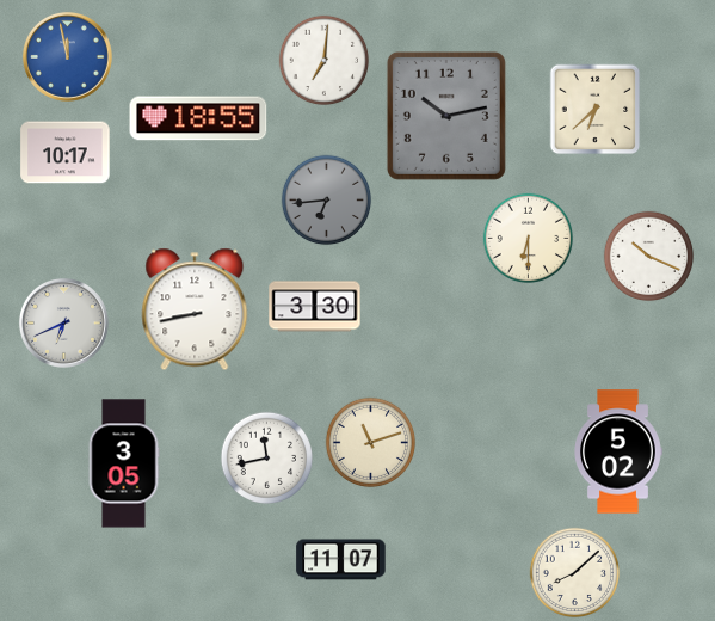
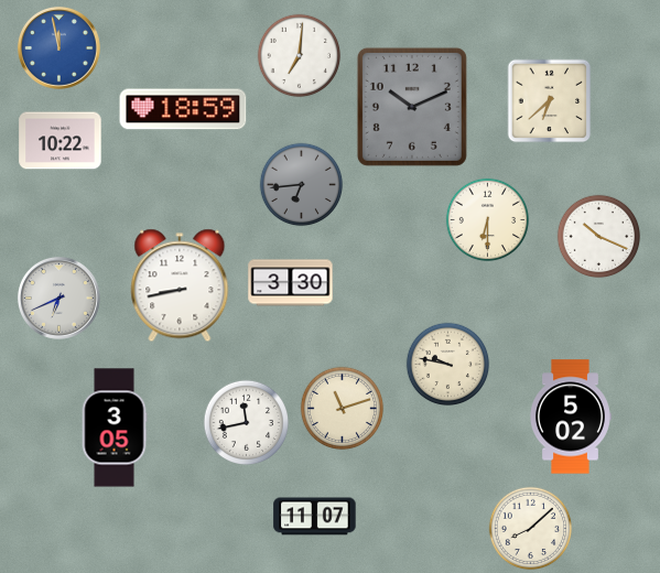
clock at (67, 56) position: (67, 56) -> (58, 47)
clock at (446, 116): 10:13 -> 10:11
clock at (198, 118): 18:55 -> 18:59
clock at (66, 153): 10:17 -> 10:22
clock at (448, 365): none -> 9:47
